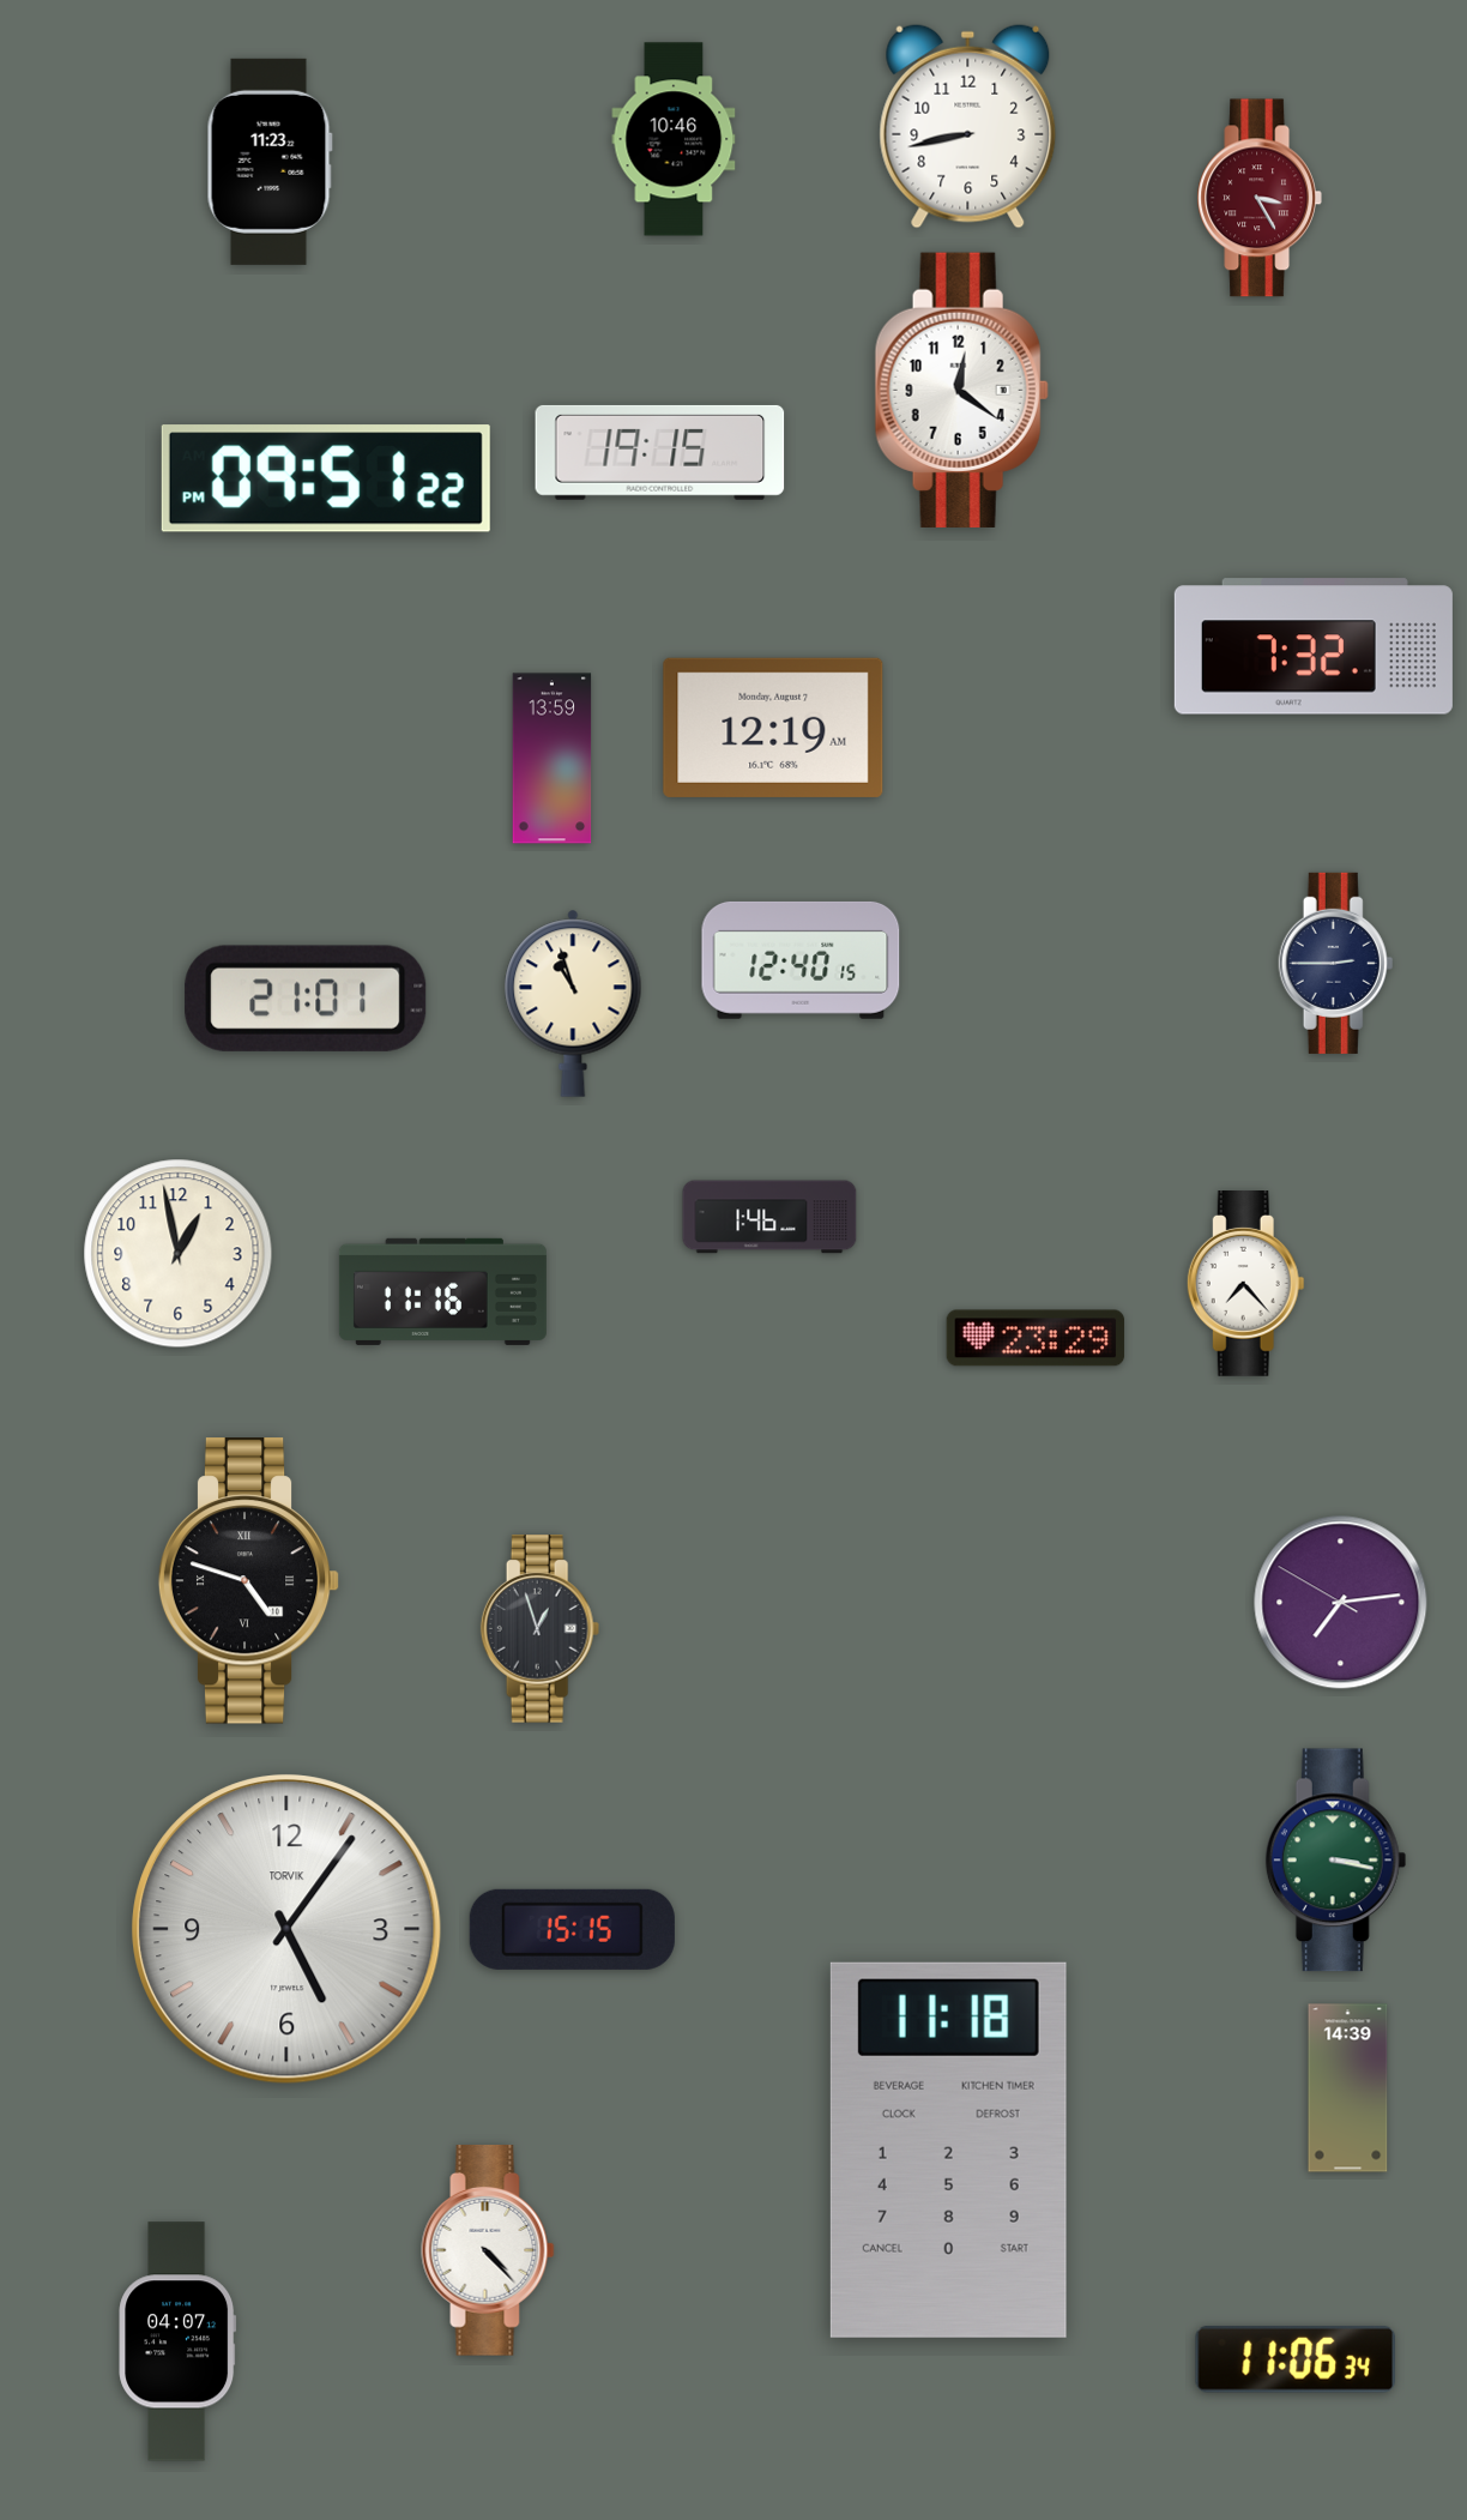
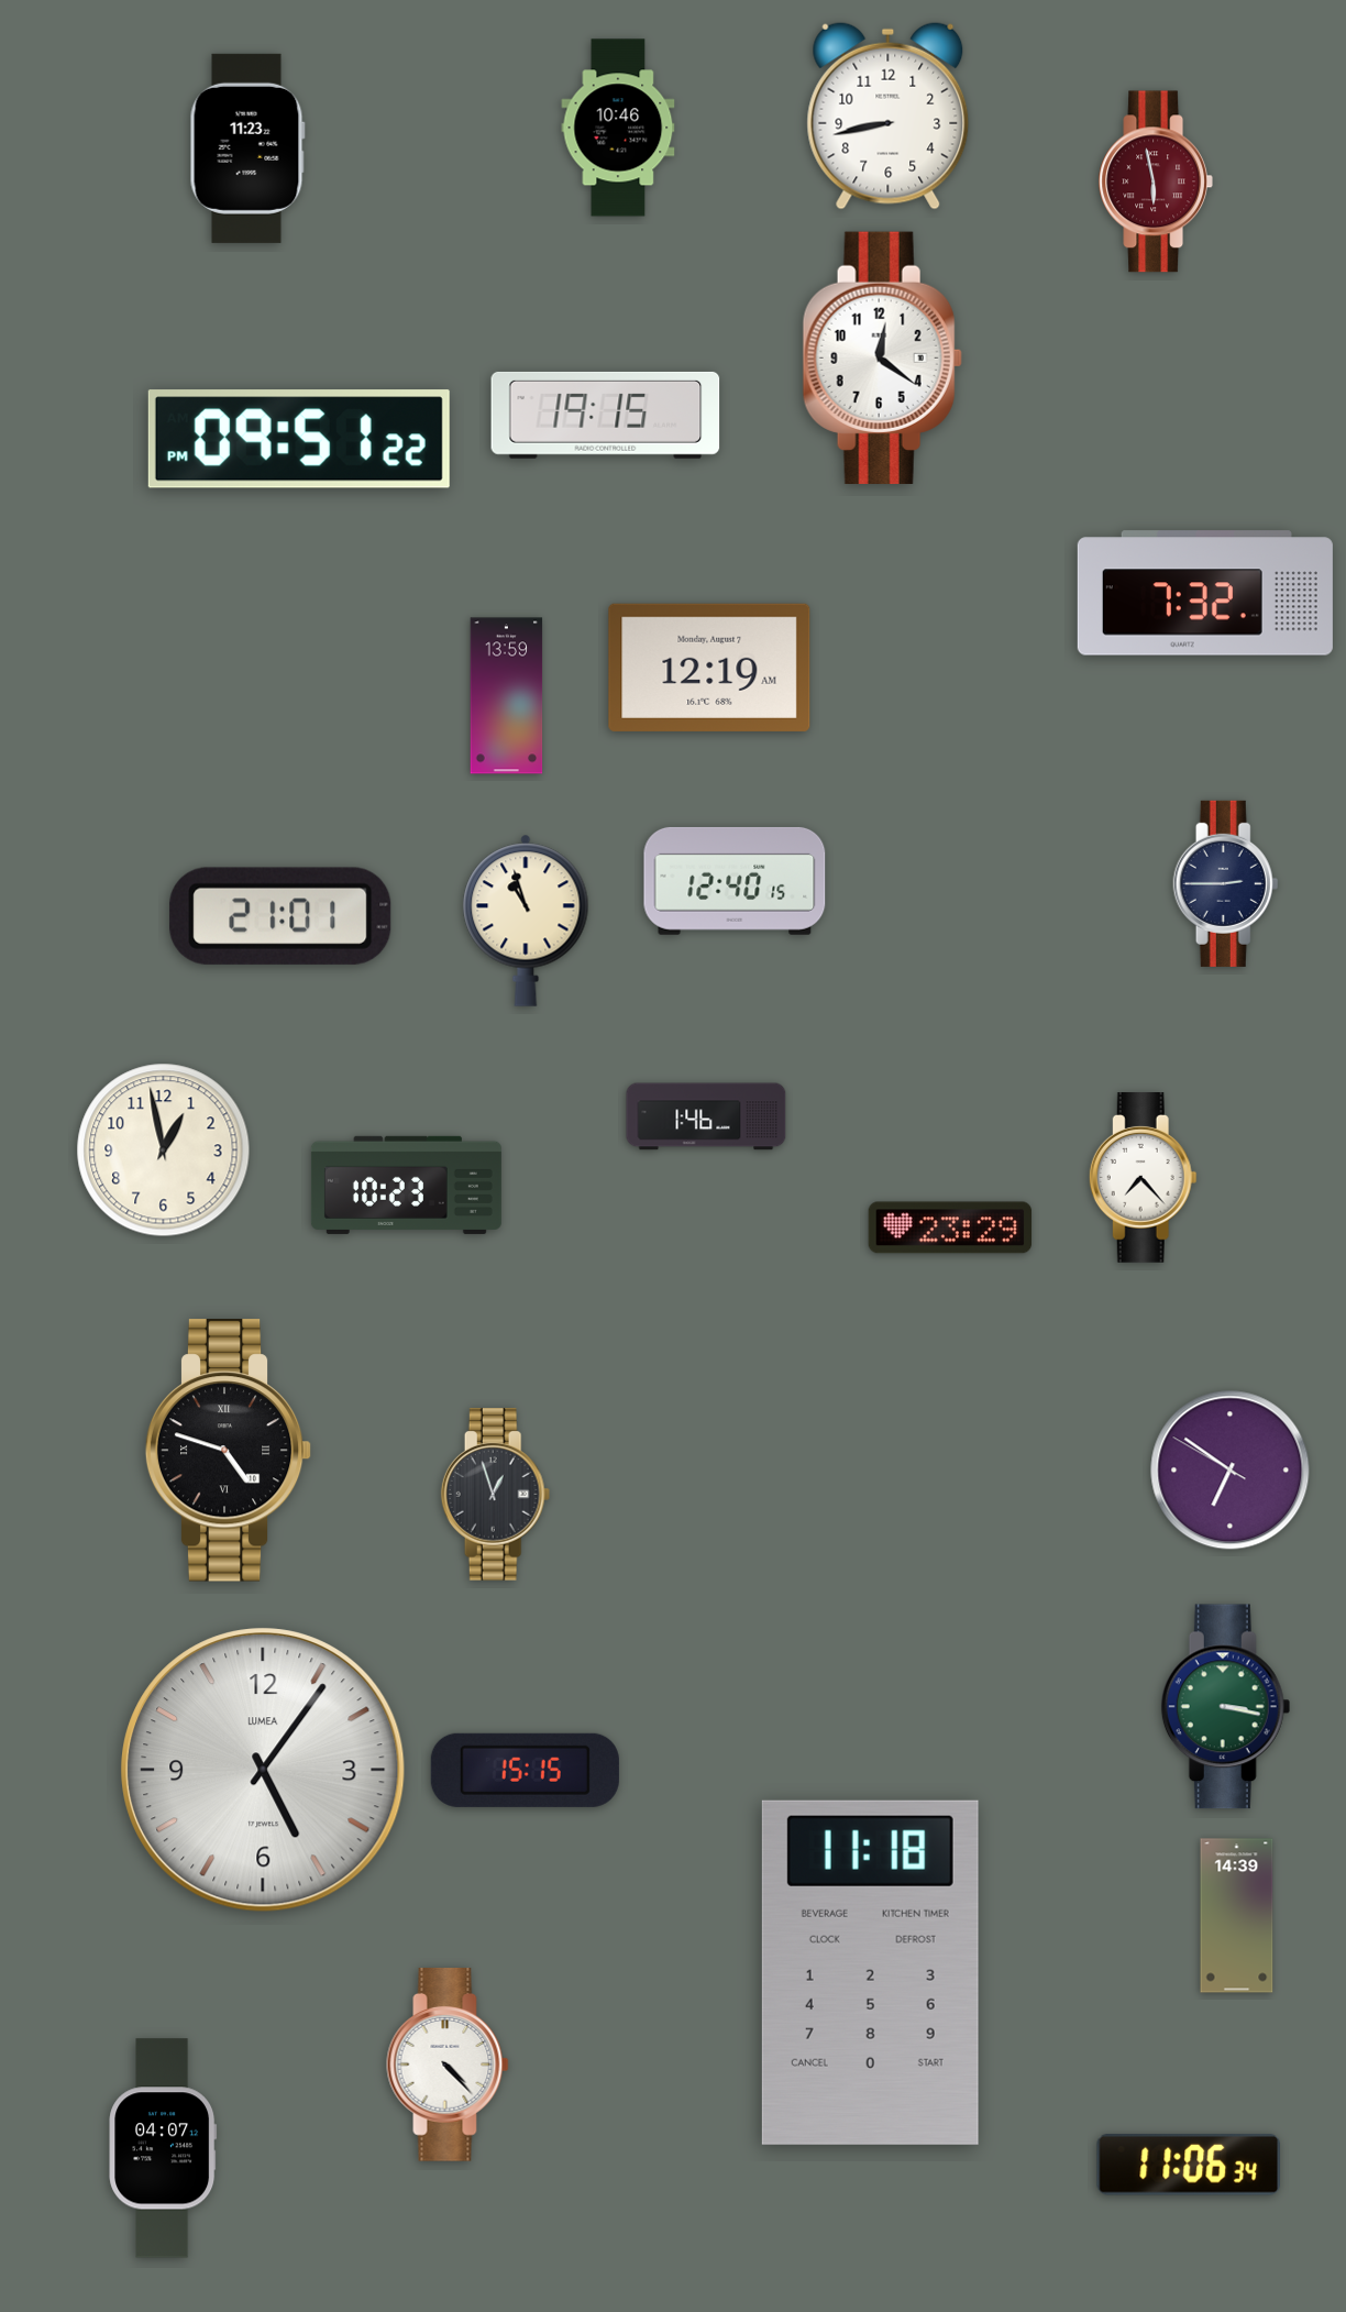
clock at (1258, 198): 3:25 -> 5:58
clock at (442, 1291): 11:16 -> 10:23
clock at (1341, 1603): 7:13 -> 6:50
clock at (286, 1929) brand: TORVIK -> LUMEA
